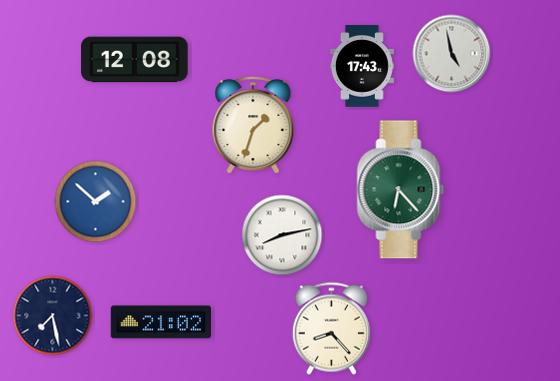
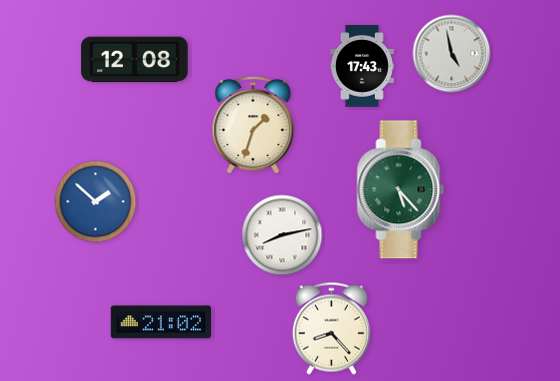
clock at (401, 190): 6:23 -> 5:23
clock at (53, 316): 7:28 -> none
